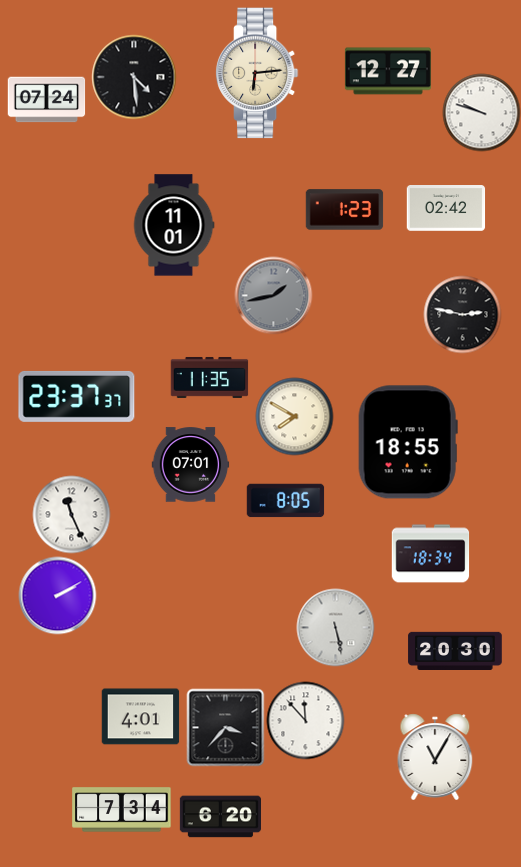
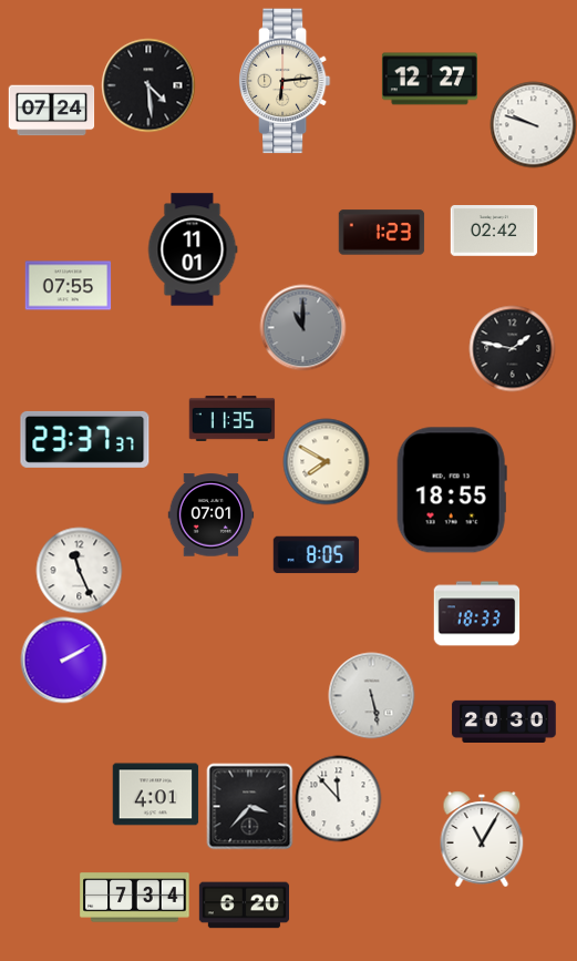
clock at (68, 286): none -> 07:55
clock at (273, 295): 1:43 -> 11:00
clock at (462, 314): 2:47 -> 1:47
clock at (430, 554): 18:34 -> 18:33
